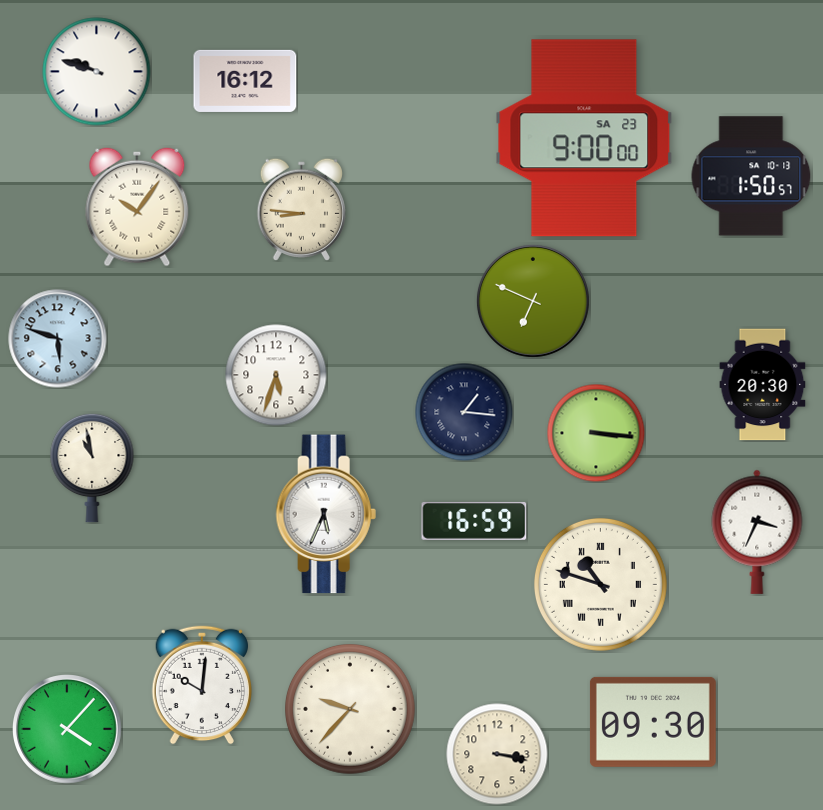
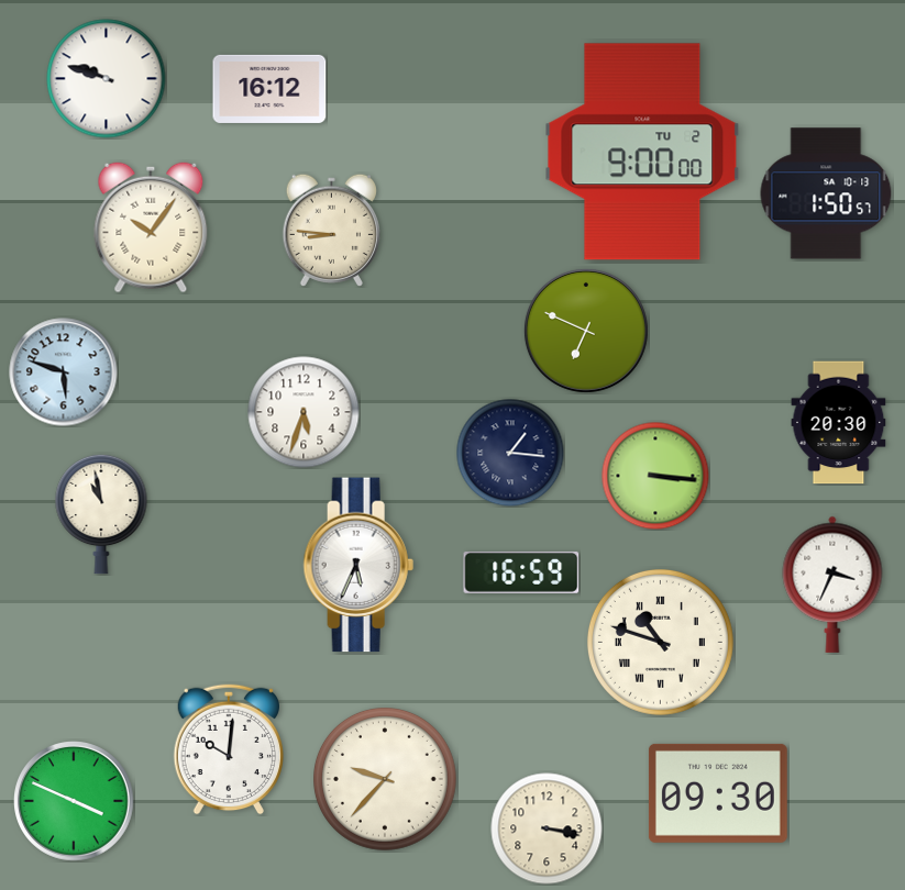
clock at (584, 138) date: SA 23 -> TU 2
clock at (201, 685) position: (201, 685) -> (228, 749)
clock at (68, 730): 4:07 -> 3:49
